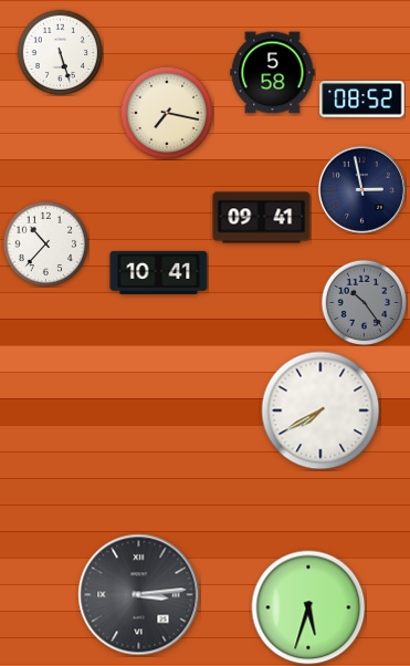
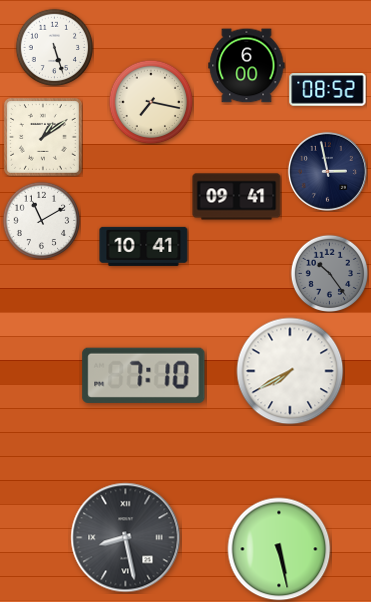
clock at (273, 73): 5:58 -> 6:00
clock at (44, 138): none -> 1:09
clock at (45, 243): 10:37 -> 11:10
clock at (144, 375): none -> 7:10
clock at (139, 595): 3:14 -> 8:28
clock at (308, 607): 5:33 -> 5:28
